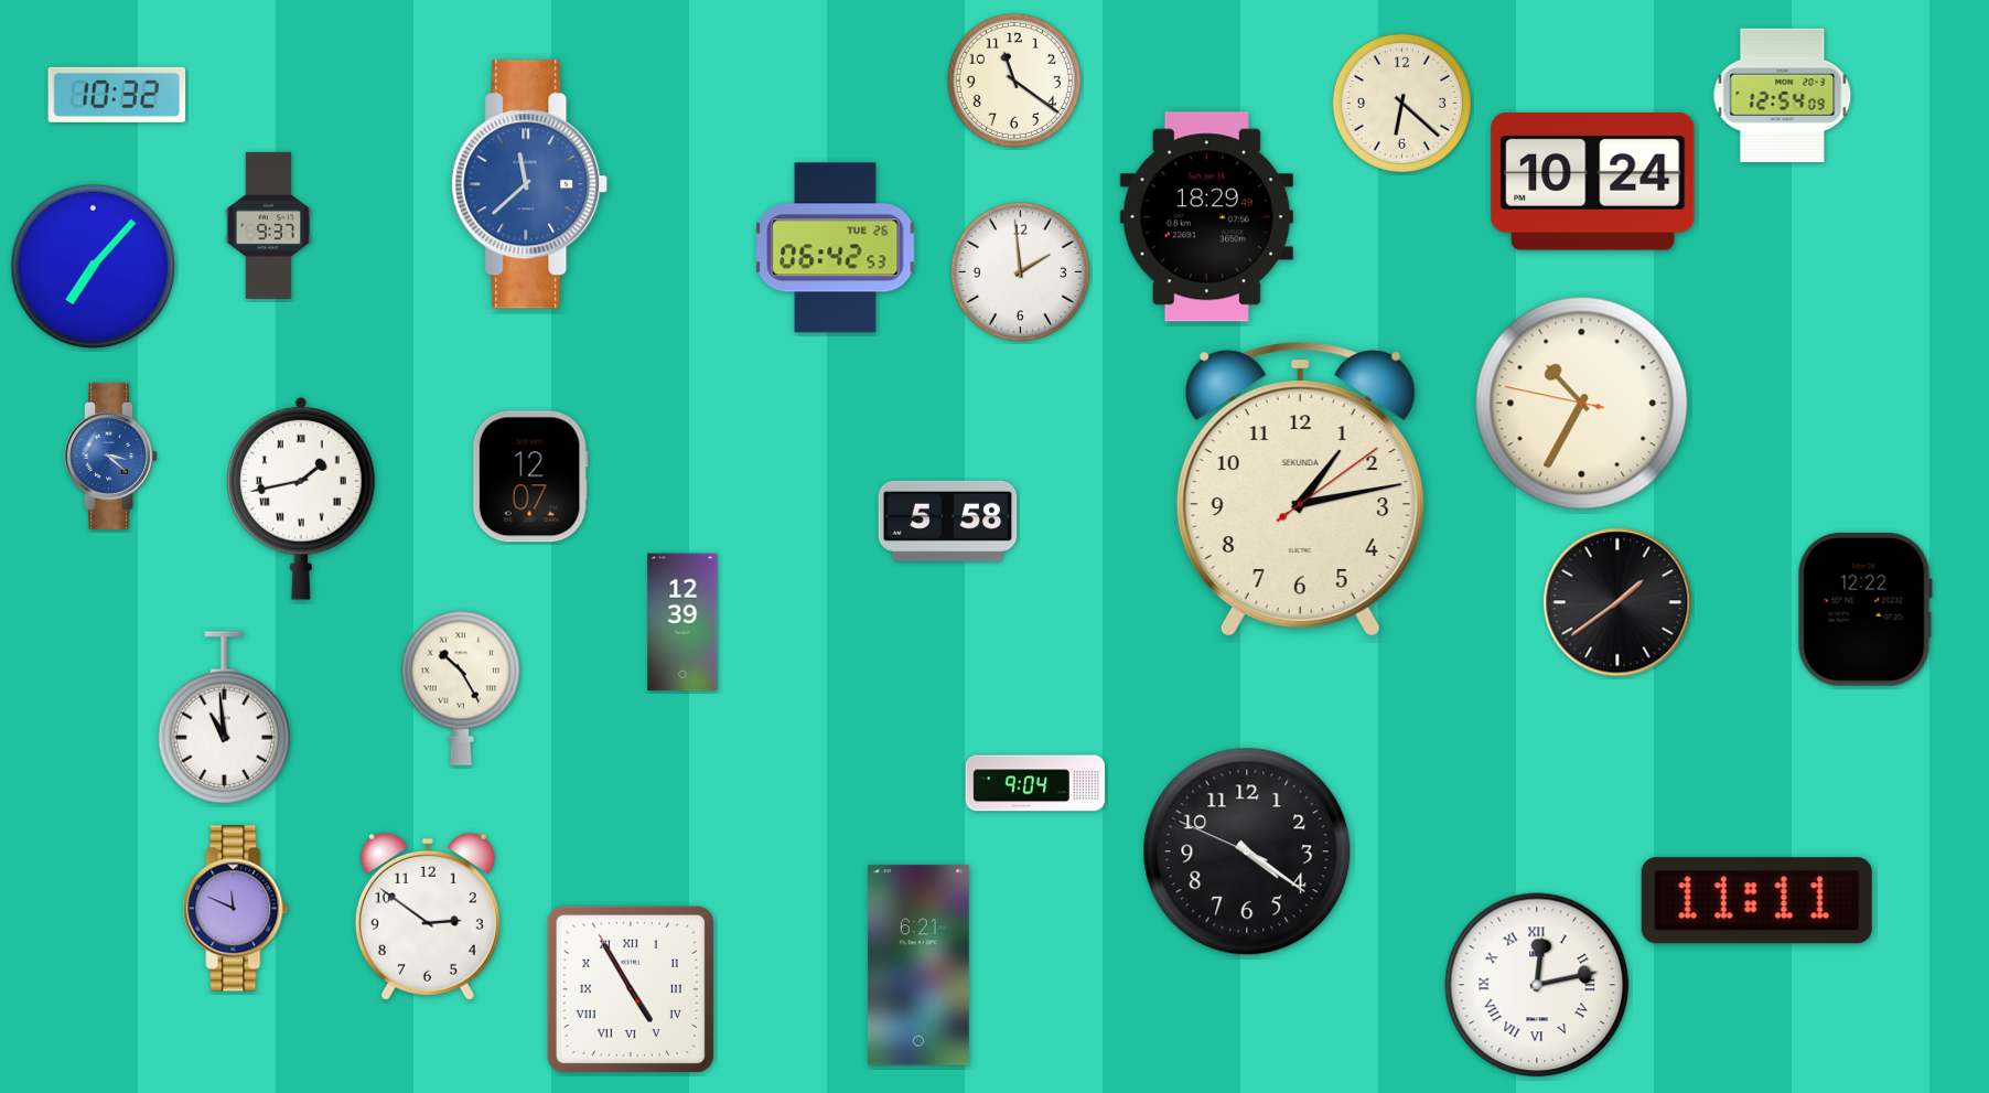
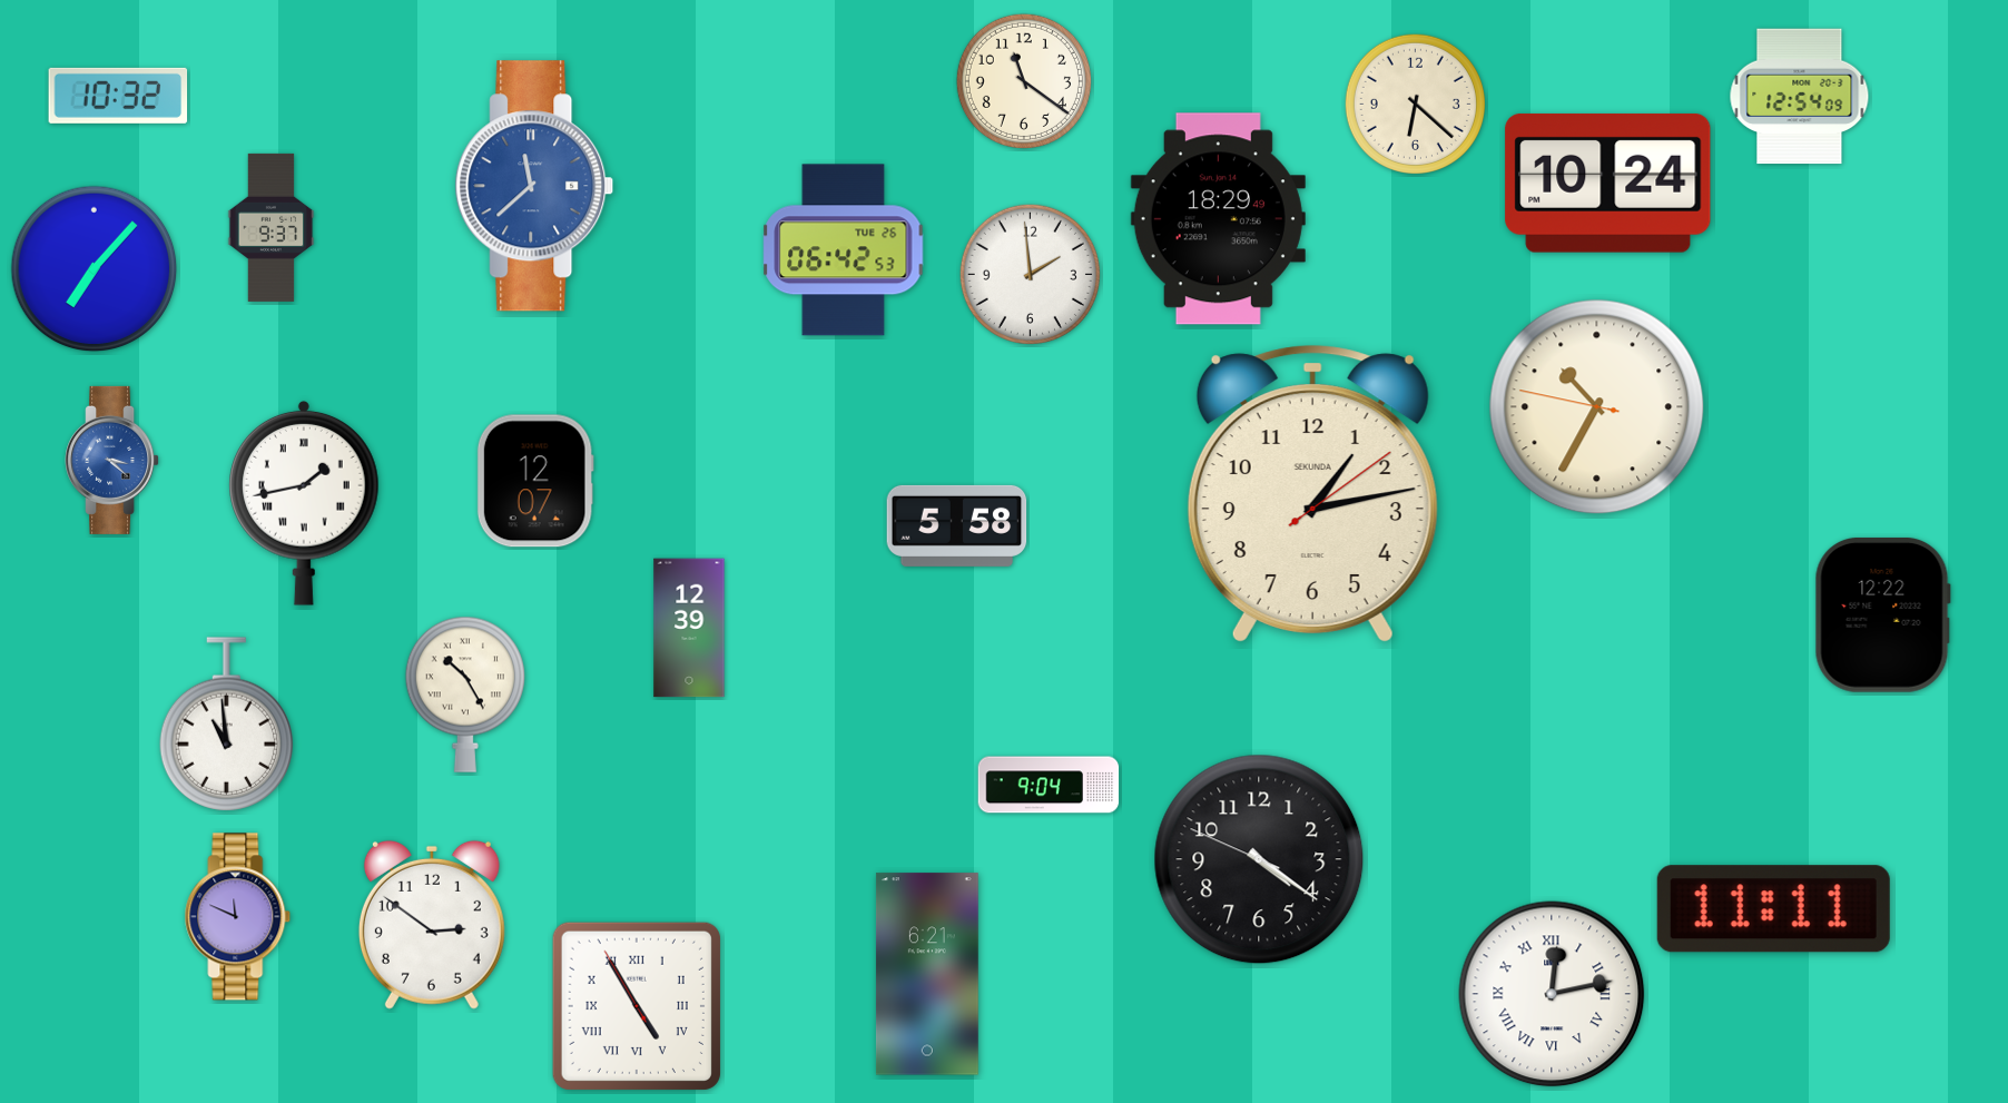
clock at (1617, 602): 1:39 -> none
clock at (1035, 783) position: (1035, 783) -> (1049, 785)
clock at (631, 989) position: (631, 989) -> (637, 1006)
